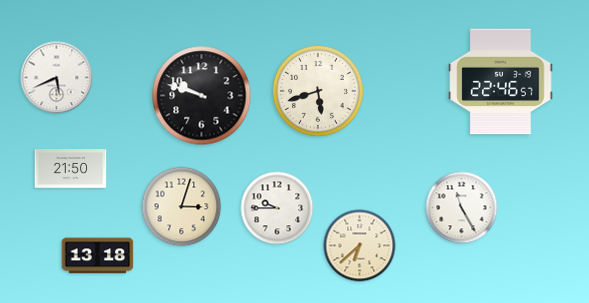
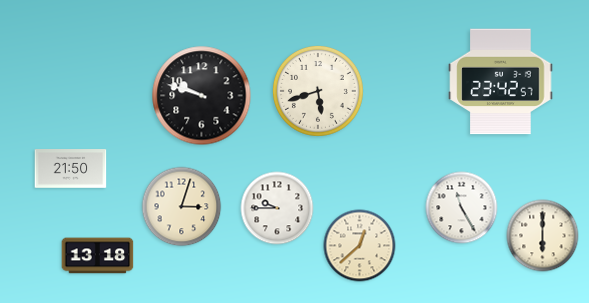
clock at (57, 78): 5:41 -> none
clock at (501, 82): 22:46 -> 23:42
clock at (543, 236): none -> 6:00
clock at (360, 246): 6:38 -> 12:38
